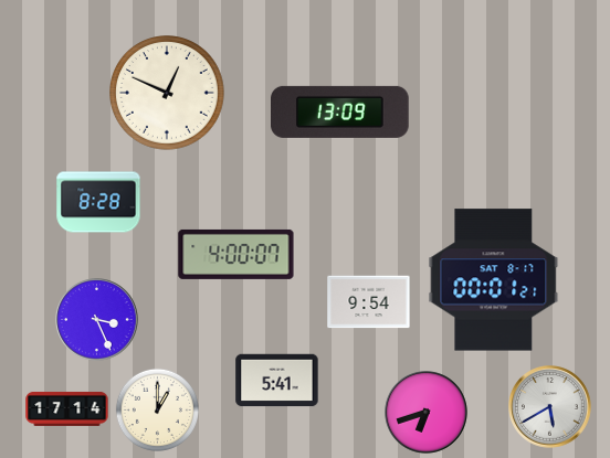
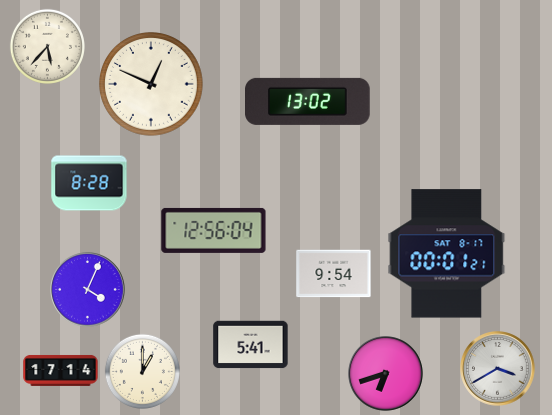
clock at (47, 46): none -> 5:37
clock at (340, 111): 13:09 -> 13:02
clock at (236, 254): 4:00 -> 12:56
clock at (97, 320): 3:26 -> 4:04
clock at (550, 407): 5:40 -> 3:40
